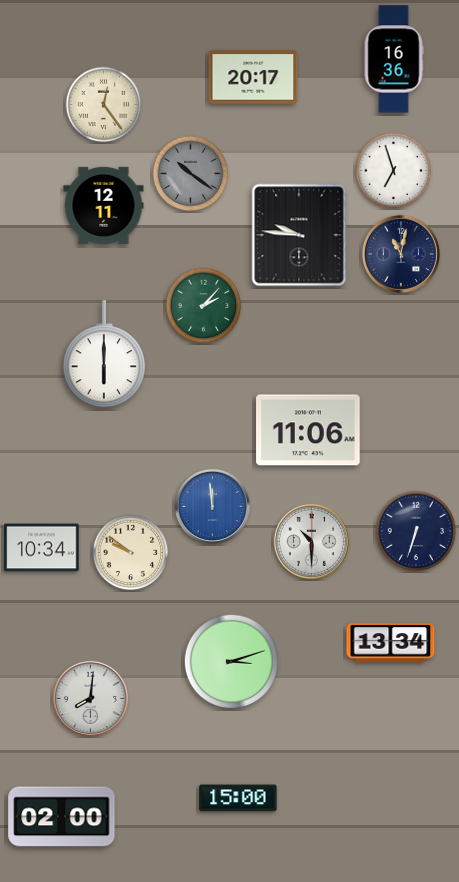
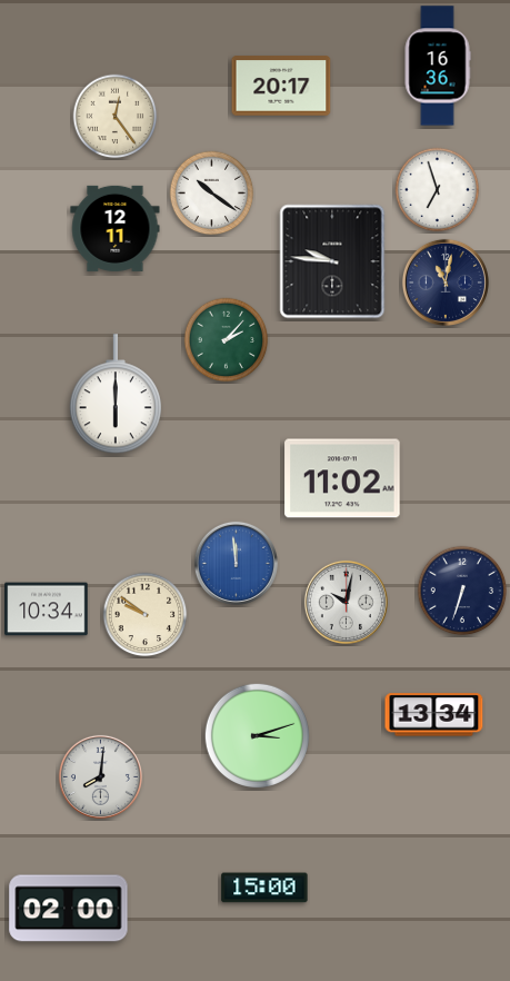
clock at (191, 174) dial: grey -> white
clock at (308, 430): 11:06 -> 11:02
clock at (311, 541): 10:30 -> 10:02
